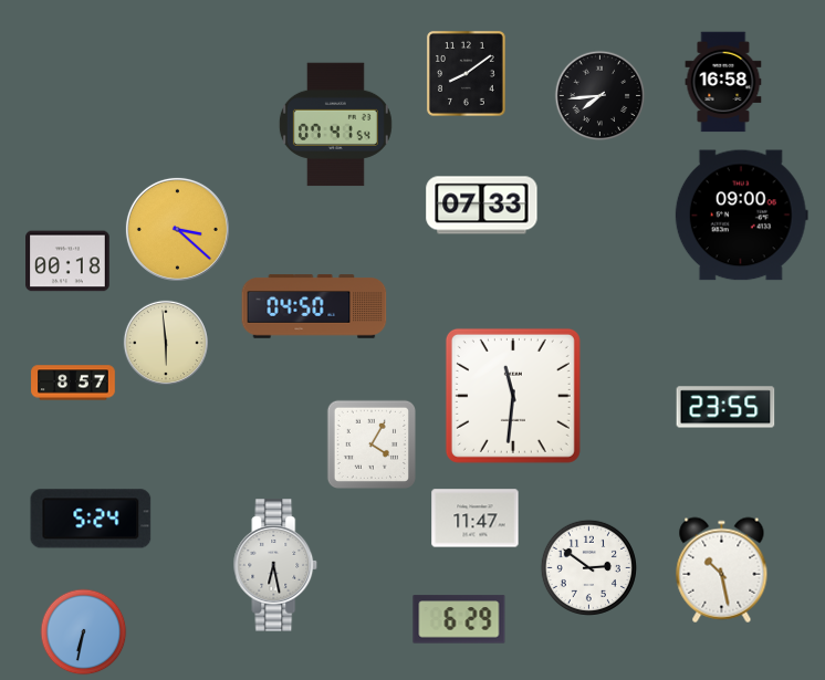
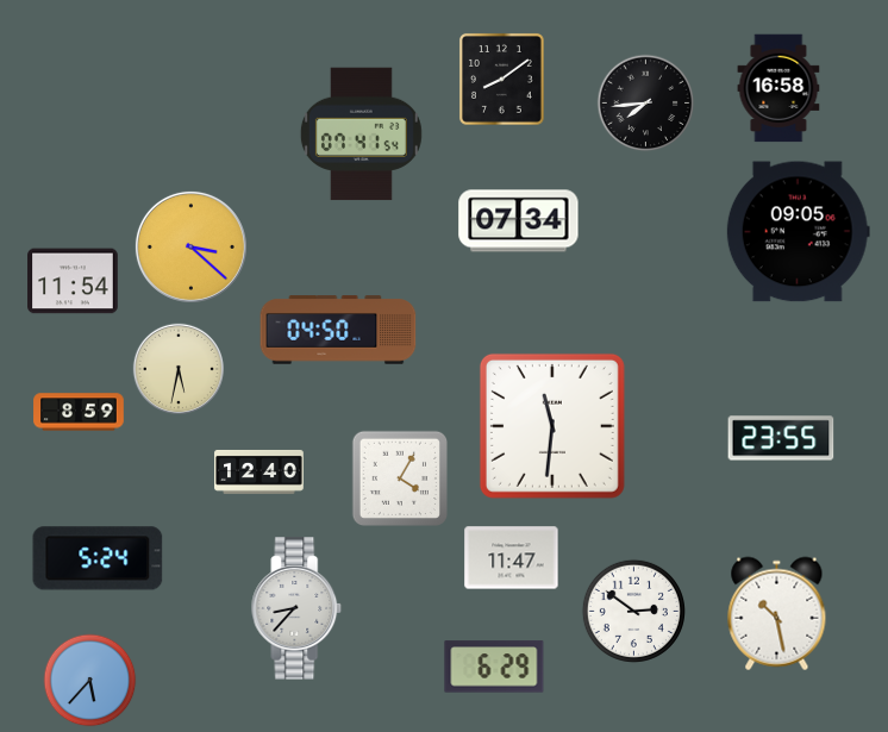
clock at (482, 206): 07:33 -> 07:34
clock at (741, 216): 09:00 -> 09:05
clock at (67, 261): 00:18 -> 11:54
clock at (165, 342): 5:59 -> 5:32
clock at (73, 383): 8:57 -> 8:59
clock at (259, 471): none -> 12:40
clock at (275, 565): 6:28 -> 8:37
clock at (84, 632): 6:32 -> 5:37
